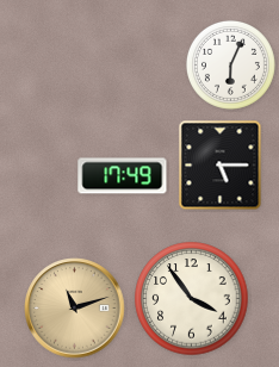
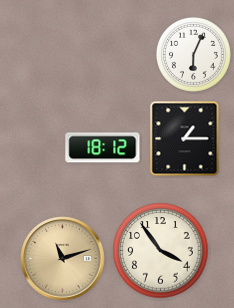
clock at (221, 166): 5:15 -> 1:15
clock at (123, 176): 17:49 -> 18:12
